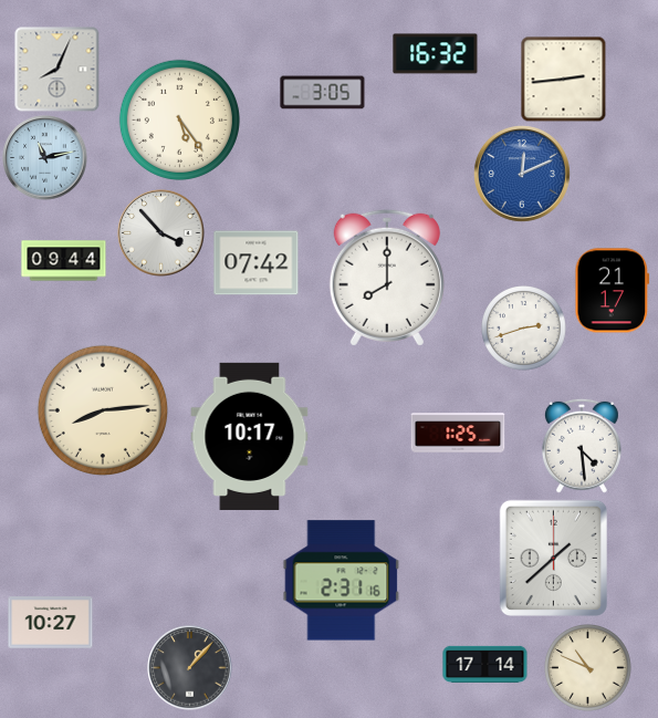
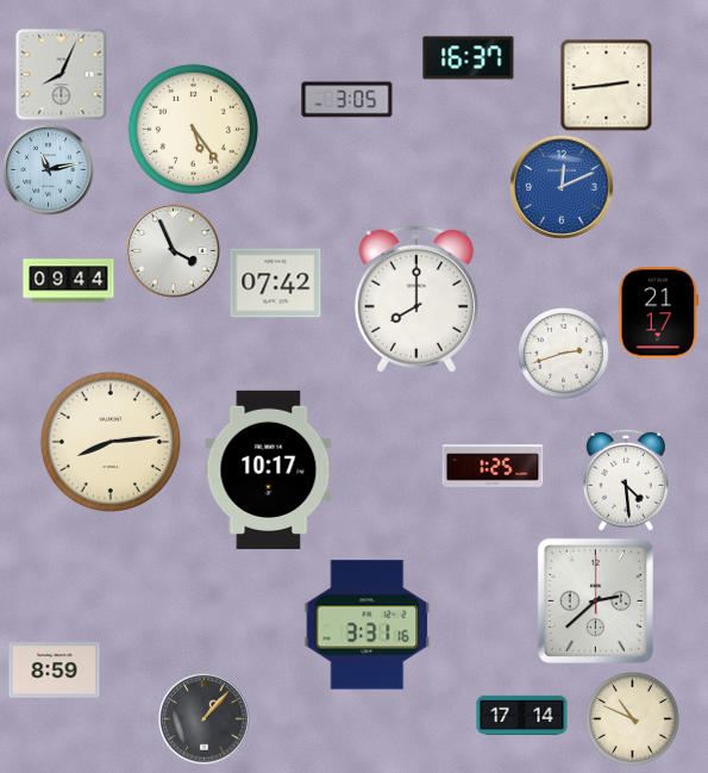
clock at (436, 54): 16:32 -> 16:37
clock at (161, 233): 3:53 -> 3:56
clock at (553, 558): 1:38 -> 2:38
clock at (342, 581): 2:31 -> 3:31
clock at (51, 623): 10:27 -> 8:59
